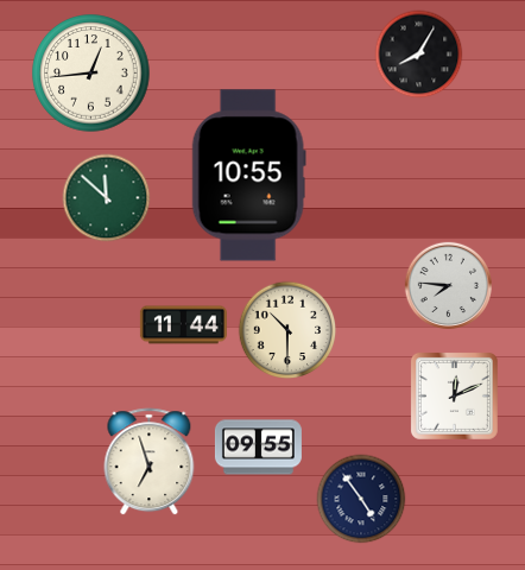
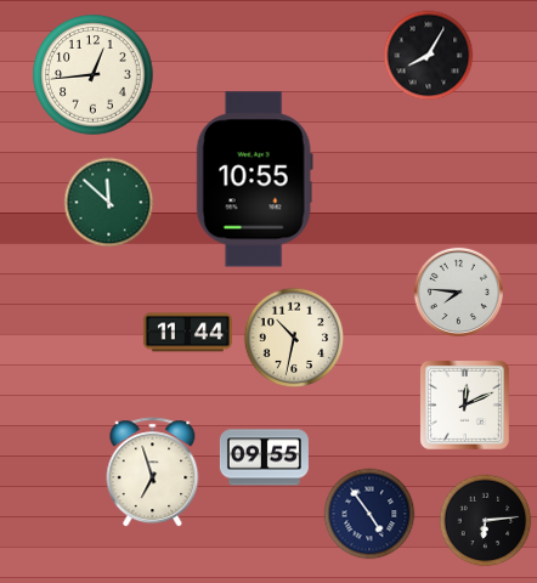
clock at (287, 330): 10:30 -> 10:32
clock at (361, 499) position: (361, 499) -> (369, 514)
clock at (486, 521): none -> 6:14
